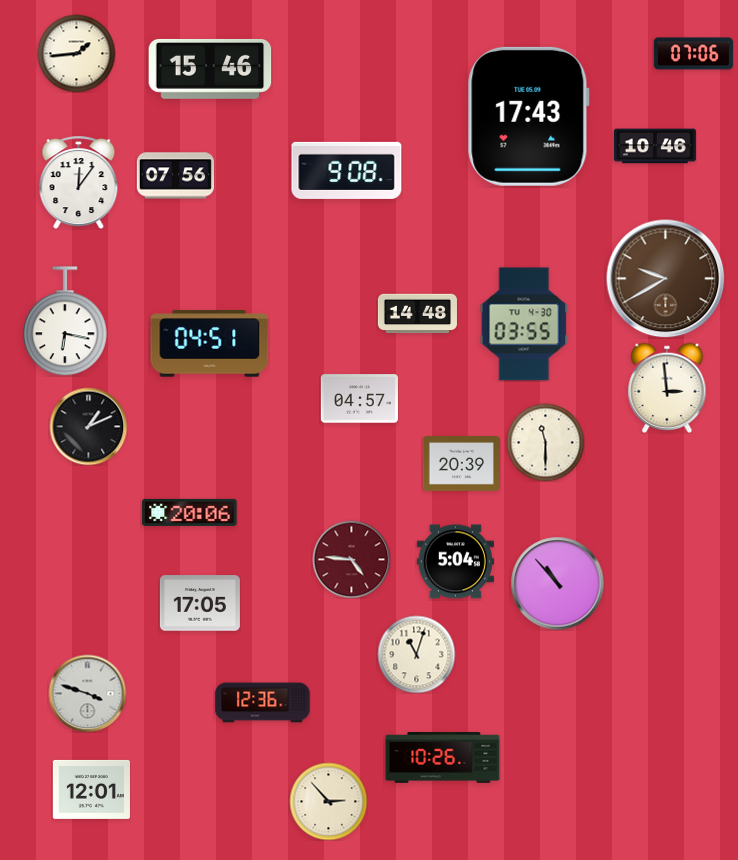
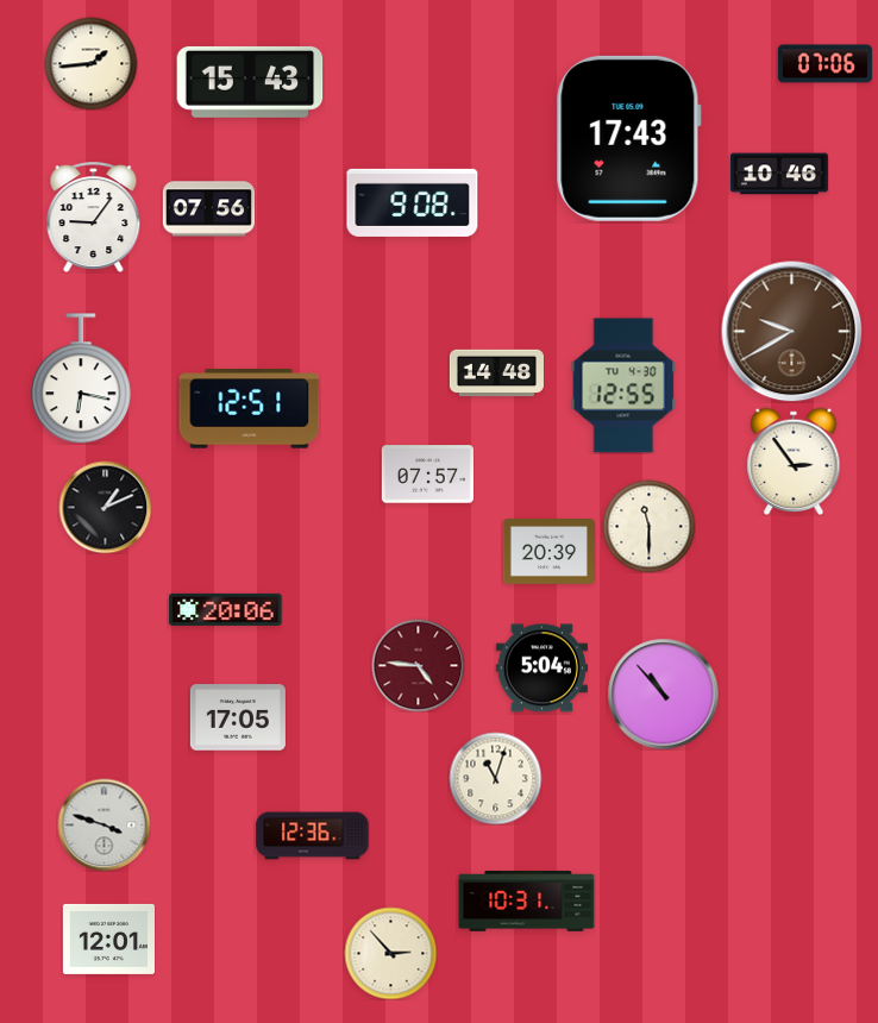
clock at (210, 69): 15:46 -> 15:43
clock at (79, 182): 12:06 -> 9:06
clock at (65, 321) position: (65, 321) -> (81, 378)
clock at (524, 324): 03:55 -> 12:55
clock at (210, 344): 04:51 -> 12:51
clock at (667, 387): 2:59 -> 2:54
clock at (359, 399): 04:57 -> 07:57
clock at (443, 758): 10:26 -> 10:31
